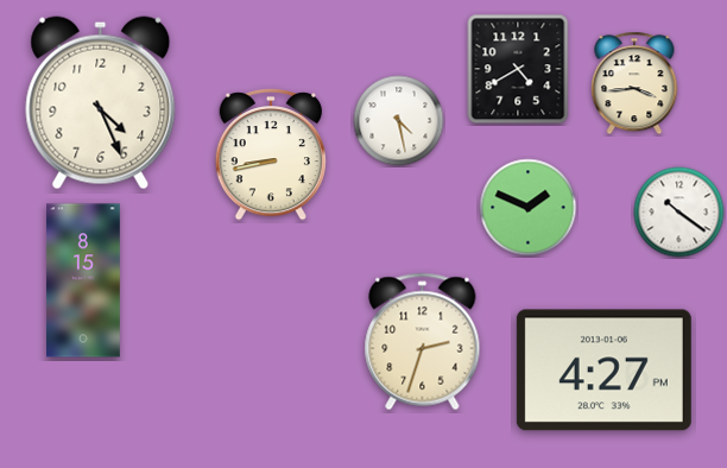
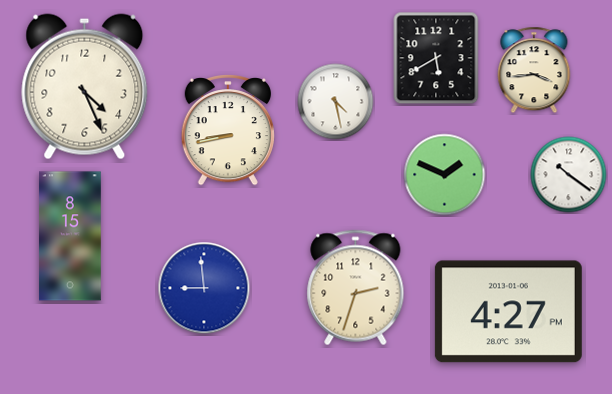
clock at (518, 69): 4:40 -> 5:40
clock at (679, 213) position: (679, 213) -> (569, 175)
clock at (204, 288): none -> 8:59
